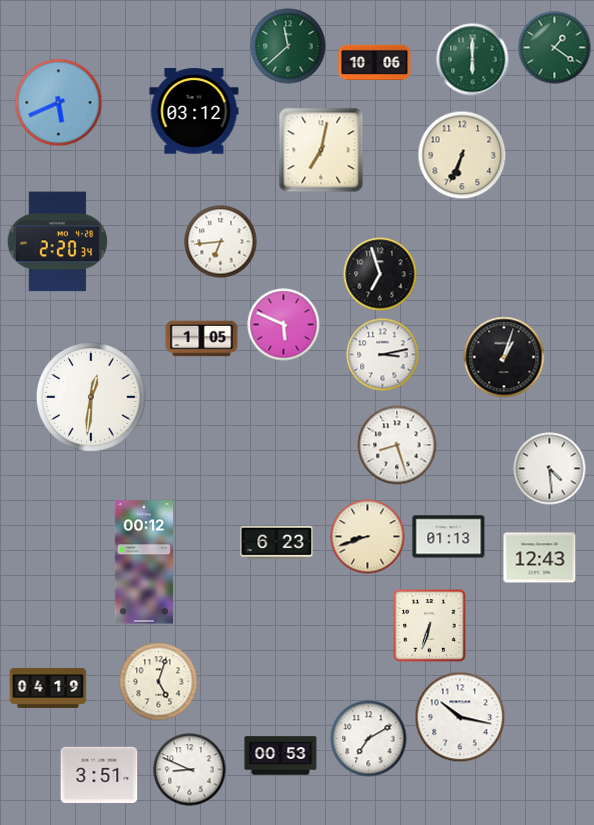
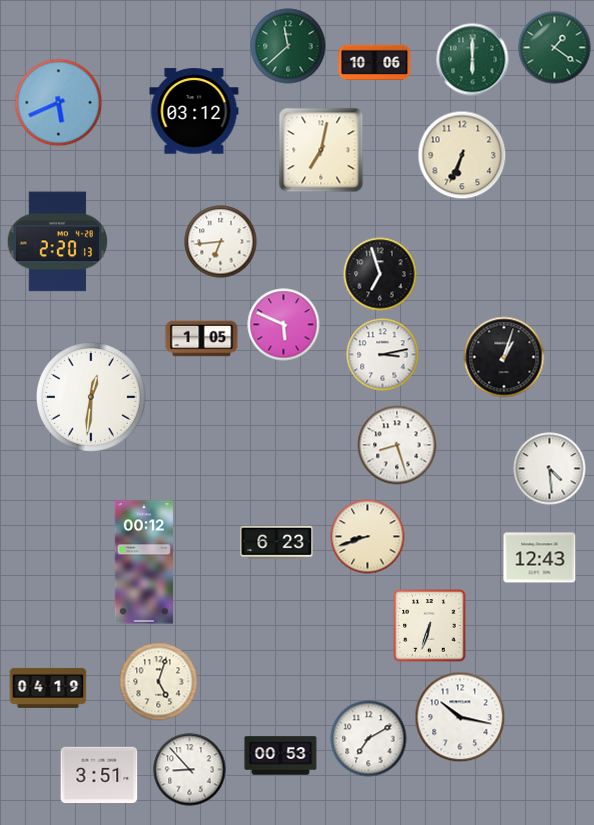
clock at (58, 242): 2:20:34 -> 2:20:13
clock at (449, 537): 01:13 -> none
clock at (190, 770): 8:49 -> 8:53
